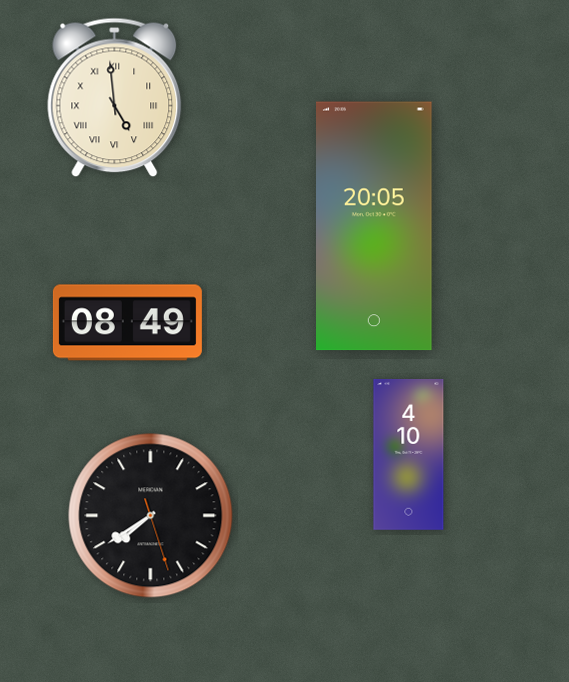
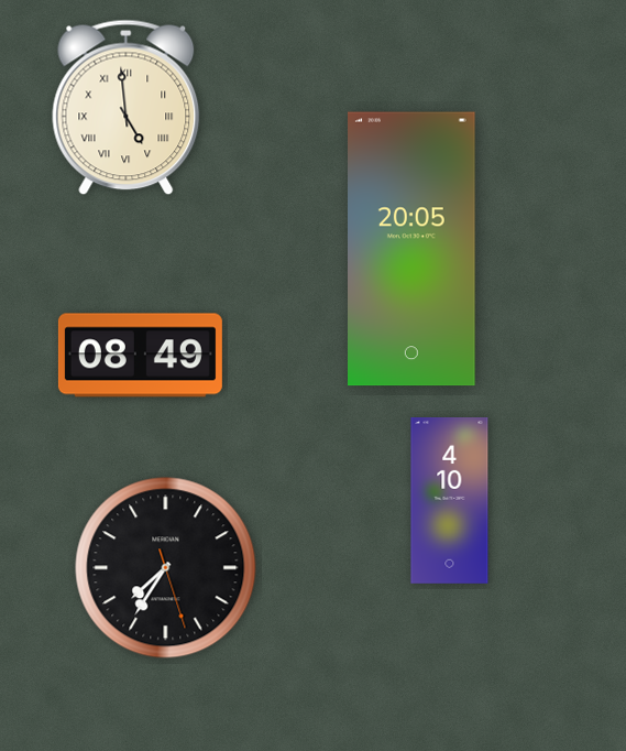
clock at (151, 516): 7:39 -> 7:35
